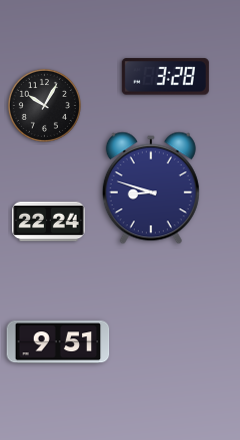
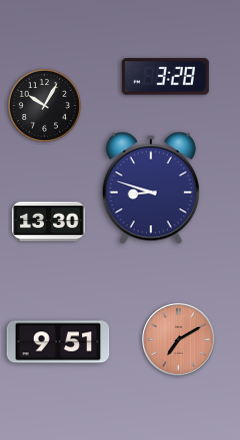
clock at (49, 222): 22:24 -> 13:30
clock at (179, 340): none -> 7:10
